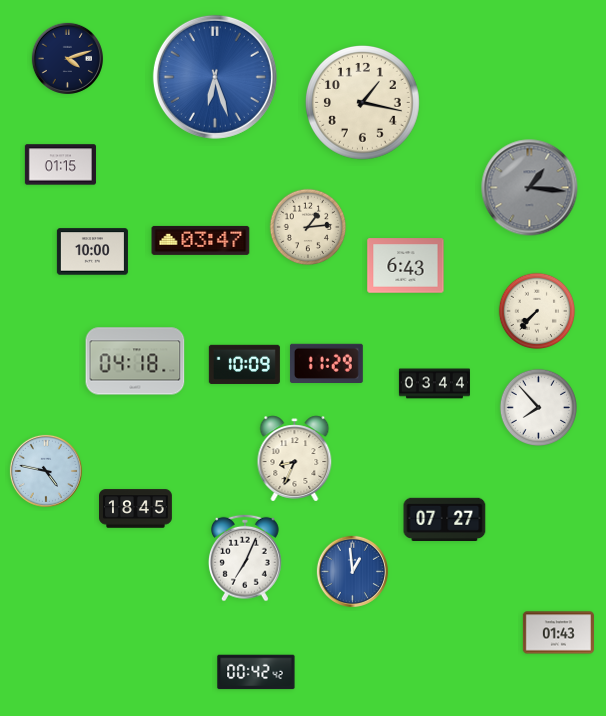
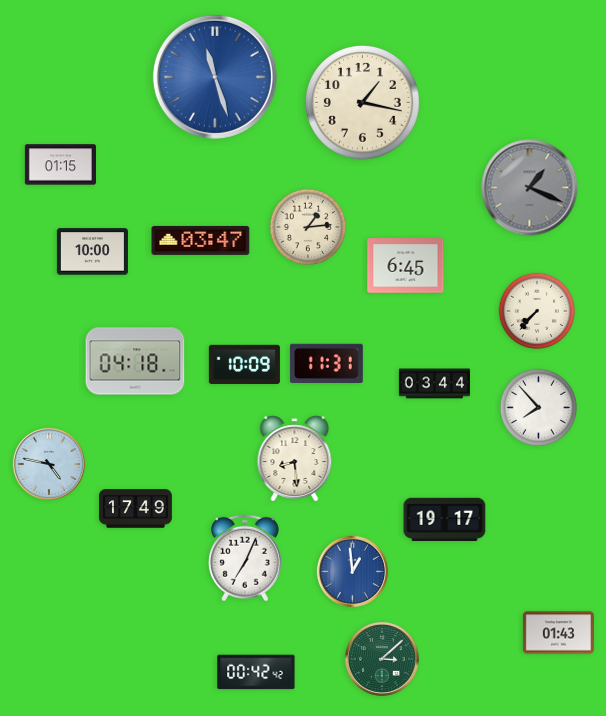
clock at (67, 58): 4:12 -> none
clock at (215, 77): 6:27 -> 11:27
clock at (530, 188): 1:16 -> 1:19
clock at (406, 266): 6:43 -> 6:45
clock at (326, 363): 11:29 -> 11:31
clock at (295, 459): 8:34 -> 8:29
clock at (46, 471) position: (46, 471) -> (49, 464)
clock at (136, 509): 18:45 -> 17:49
clock at (445, 519): 07:27 -> 19:17
clock at (382, 659): none -> 3:08
